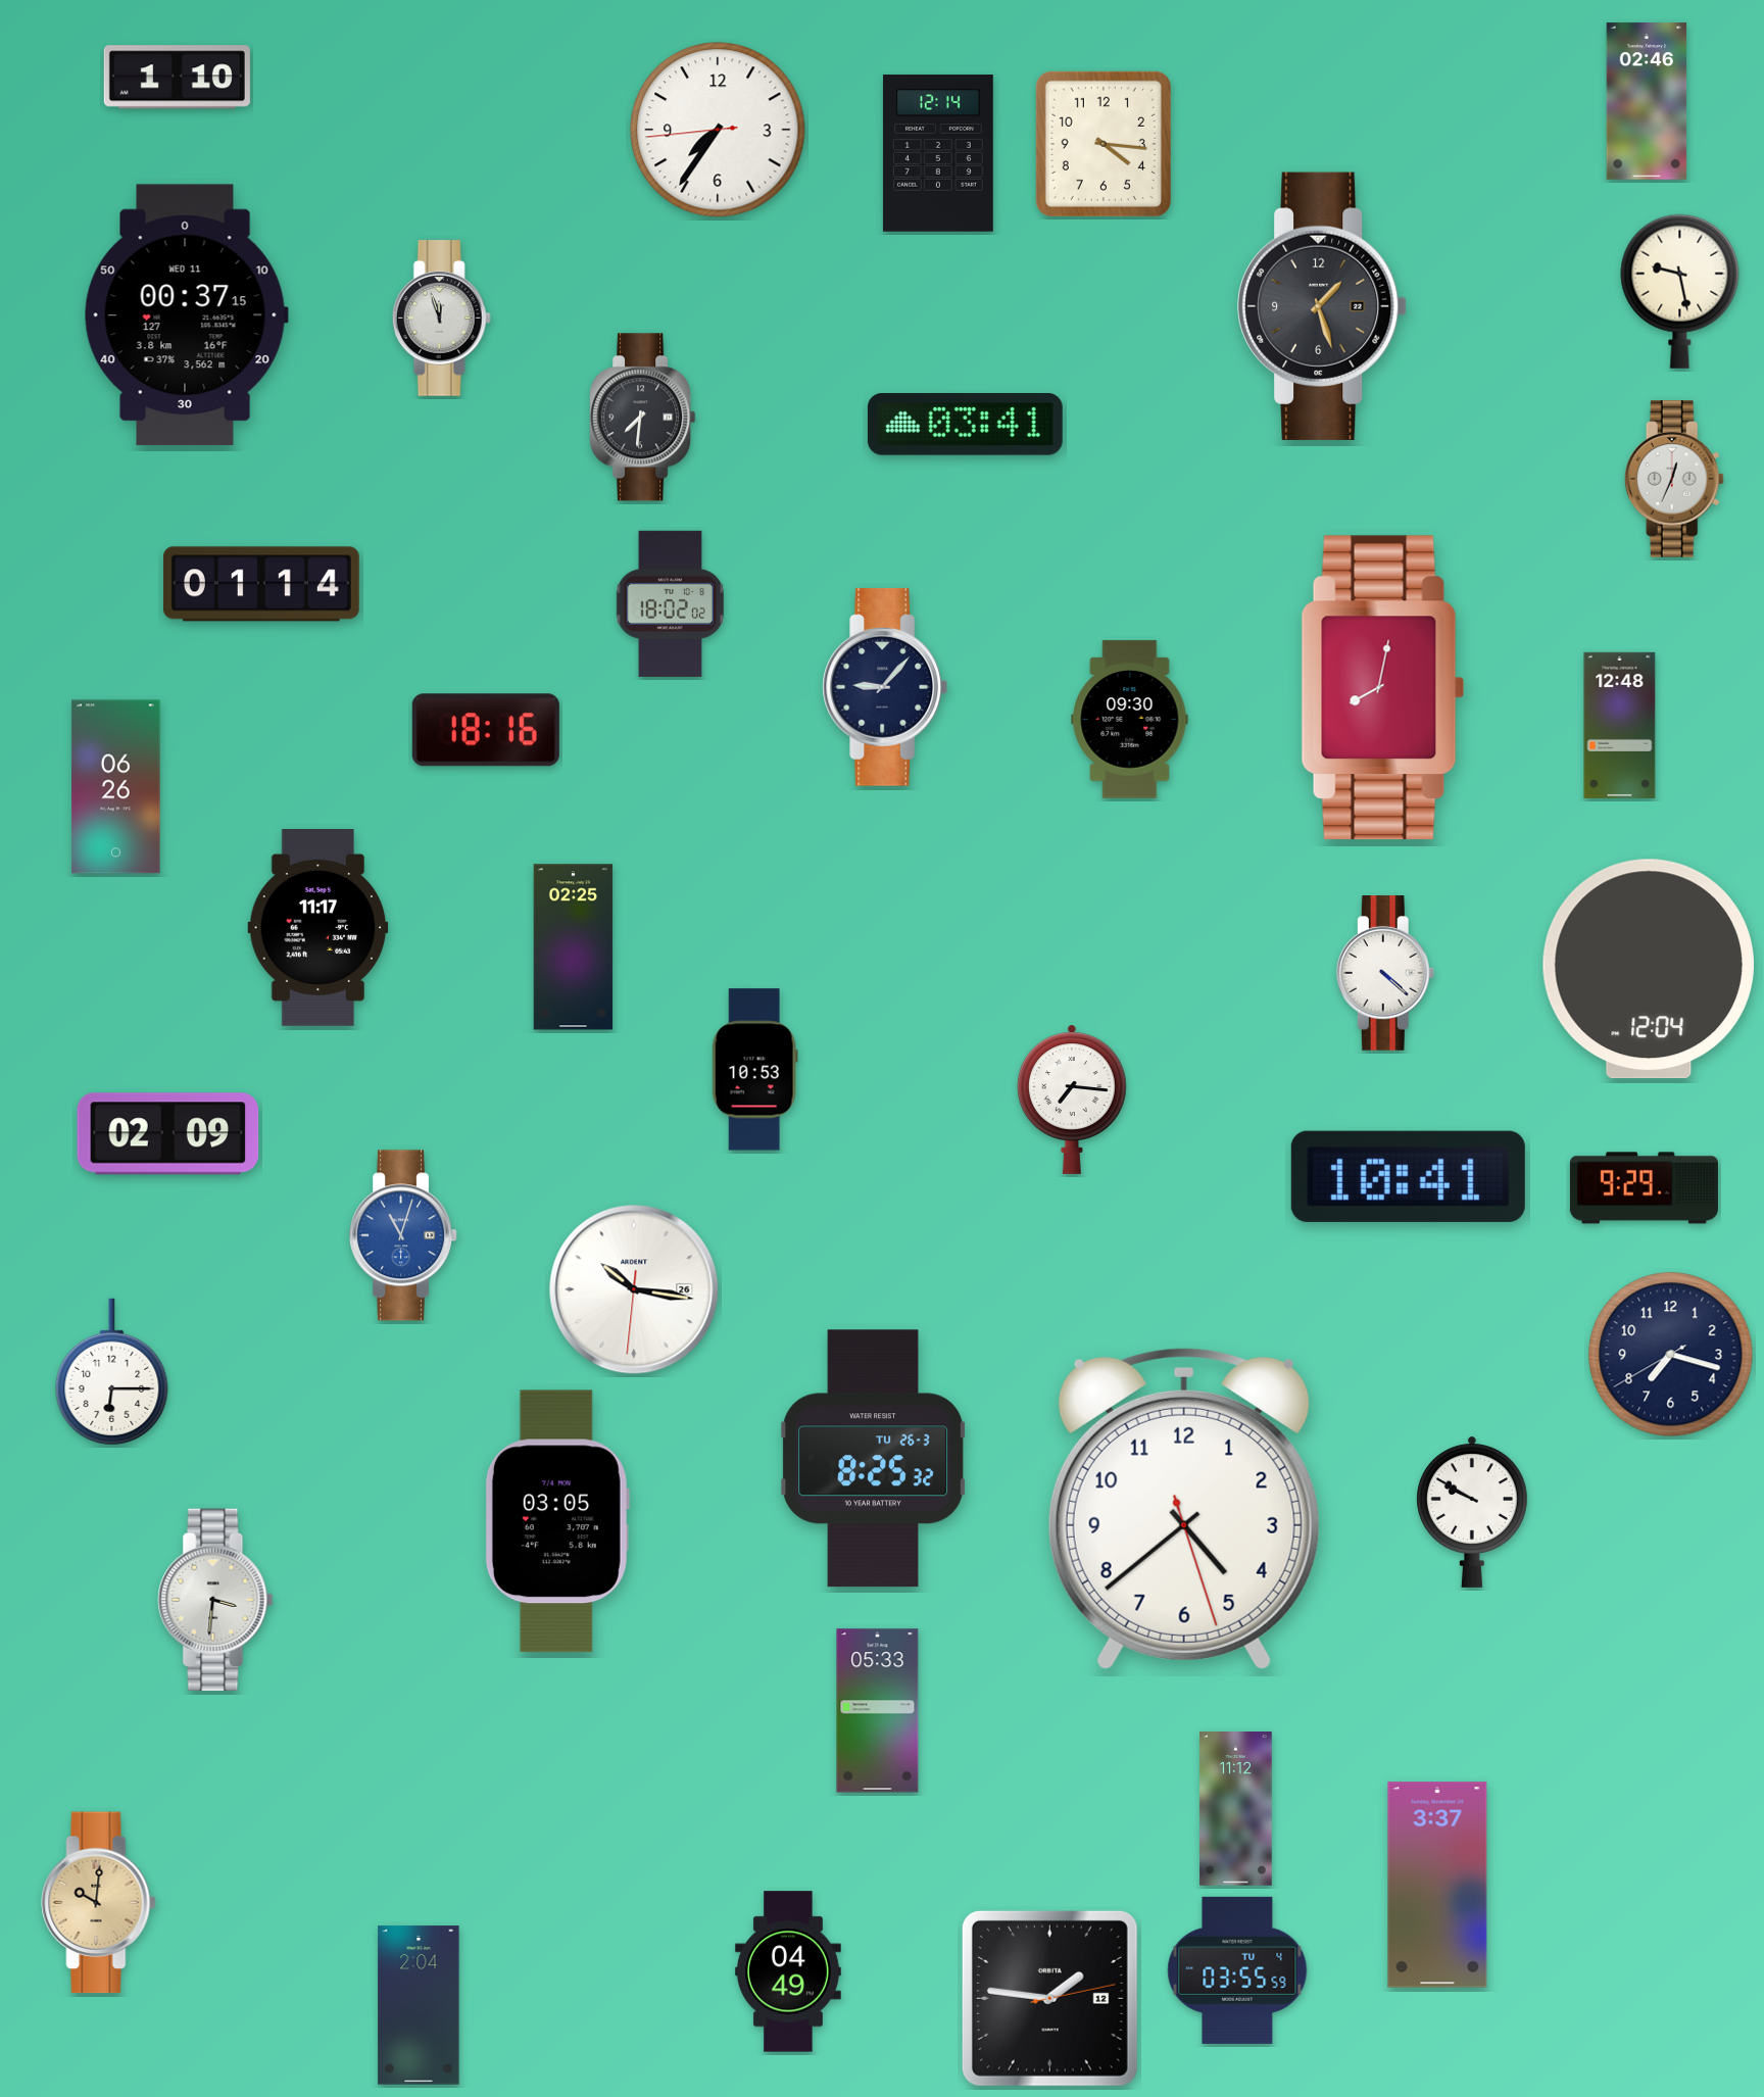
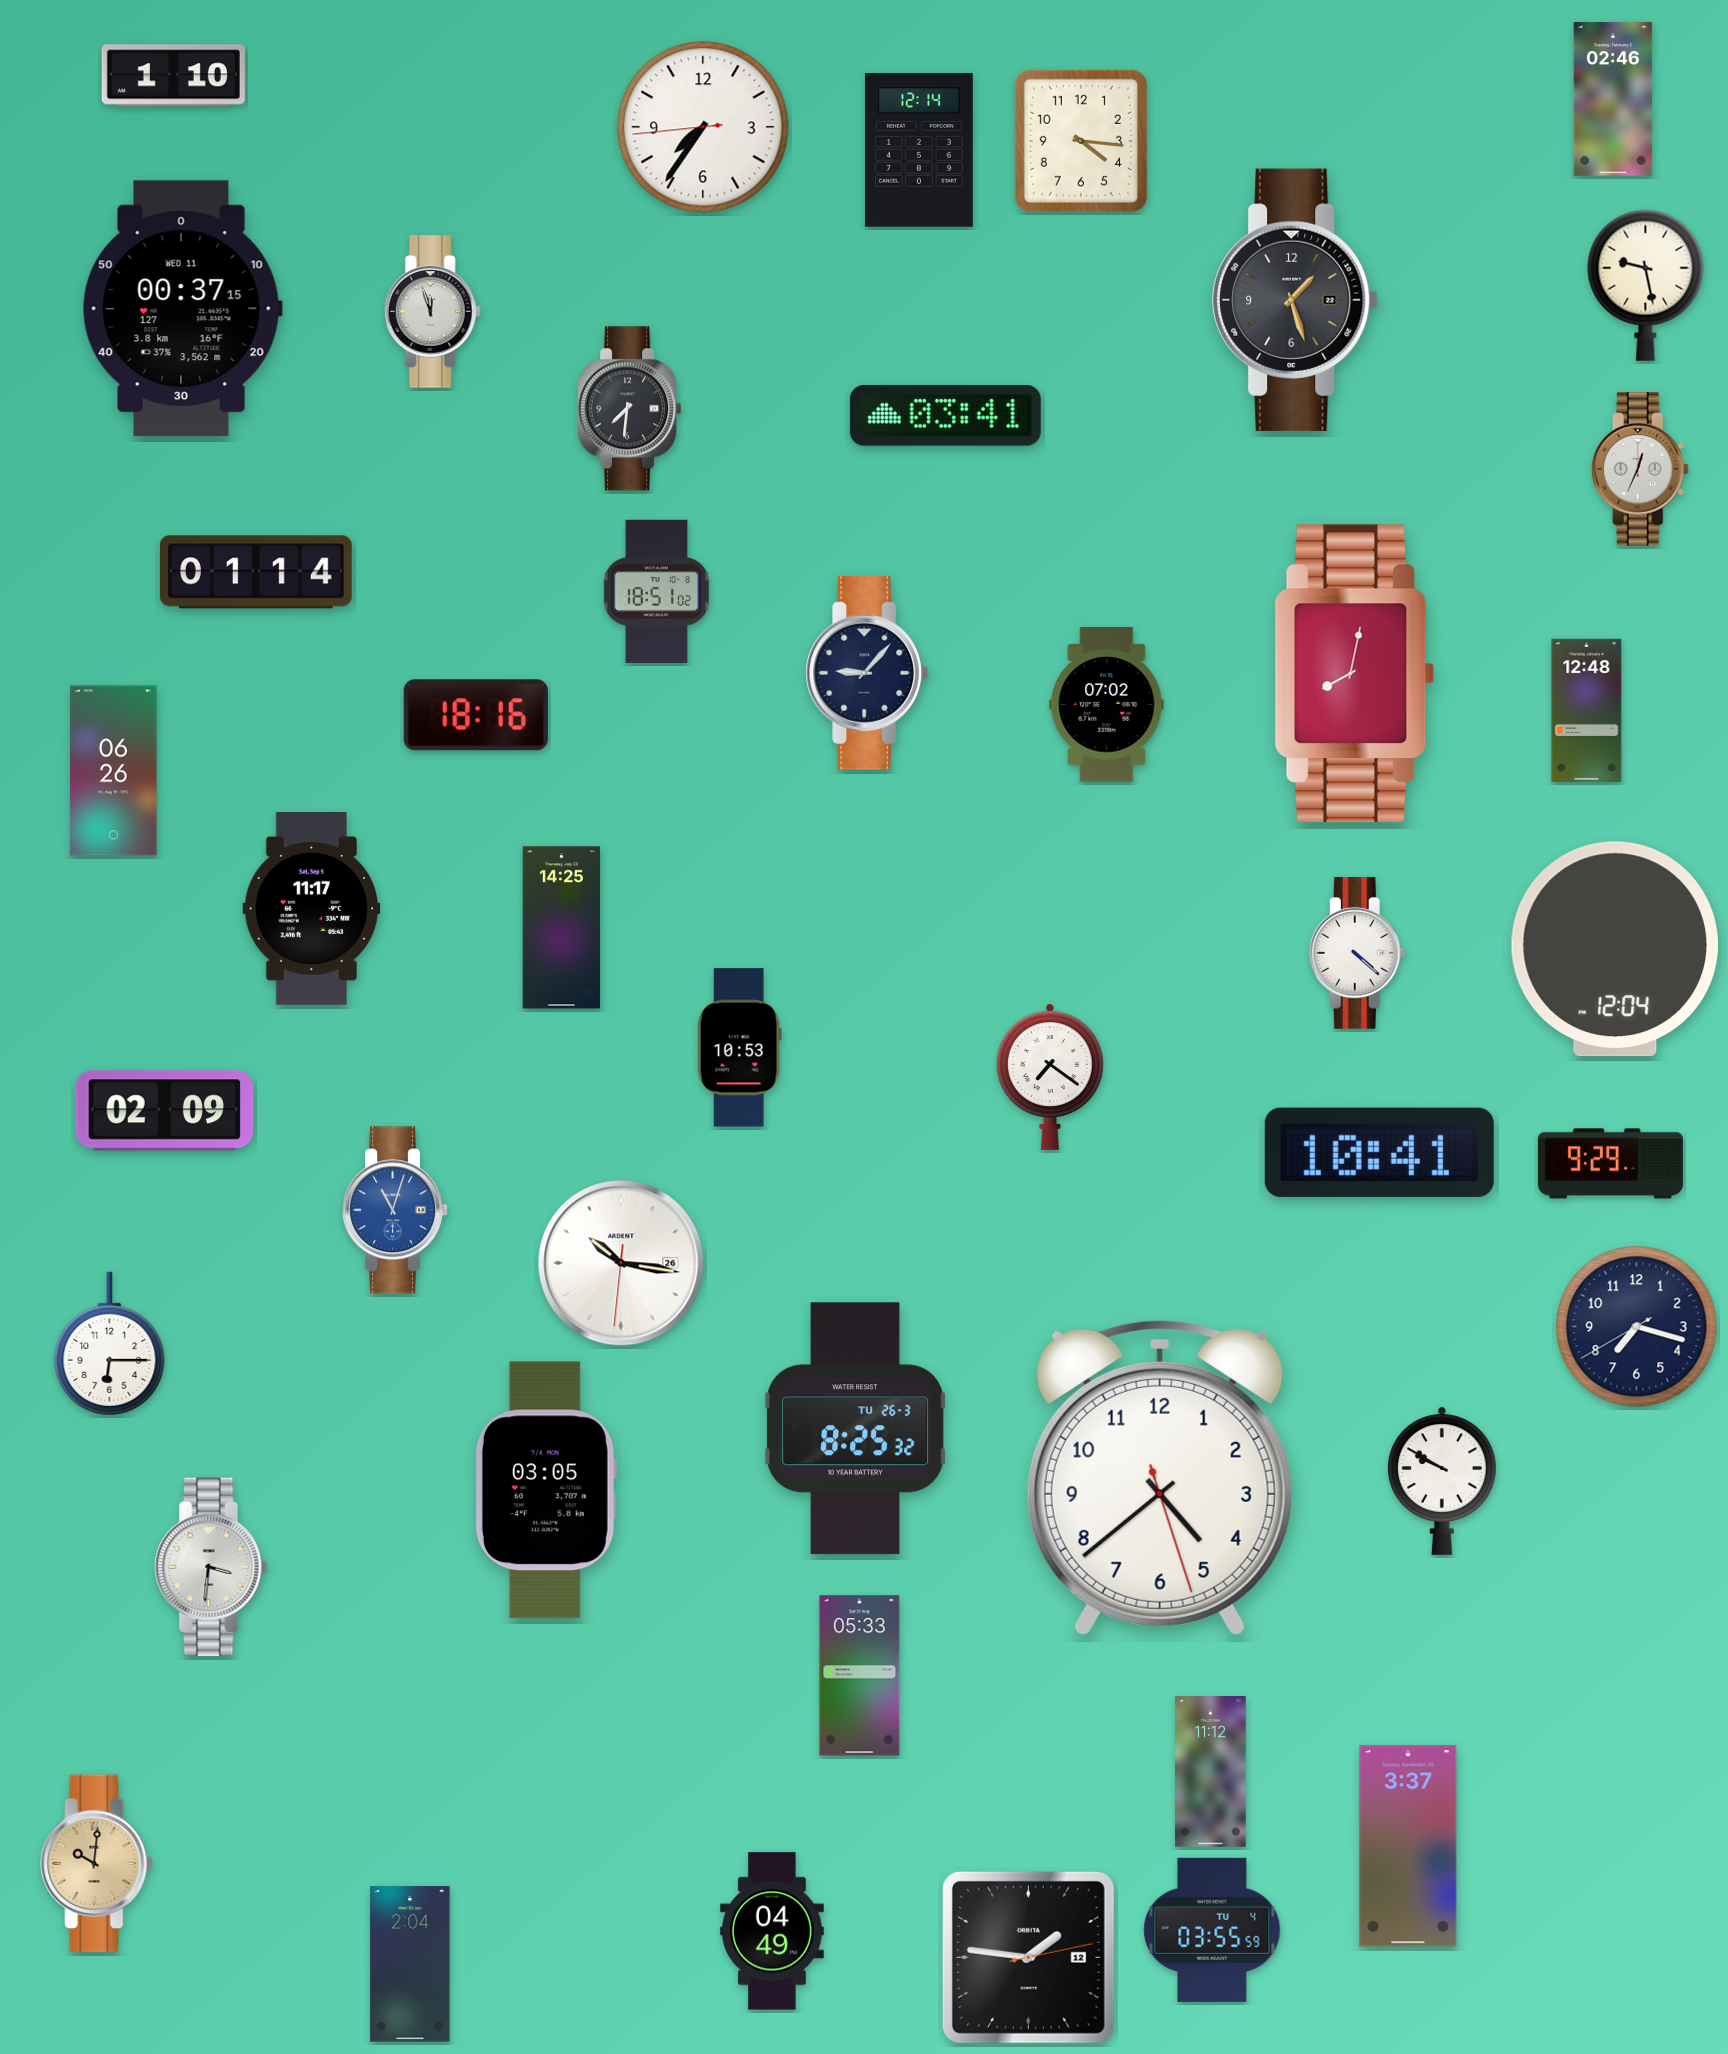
clock at (670, 603): 18:02 -> 18:51
clock at (1130, 720): 09:30 -> 07:02
clock at (574, 947): 02:25 -> 14:25
clock at (1072, 1100): 7:16 -> 7:21
